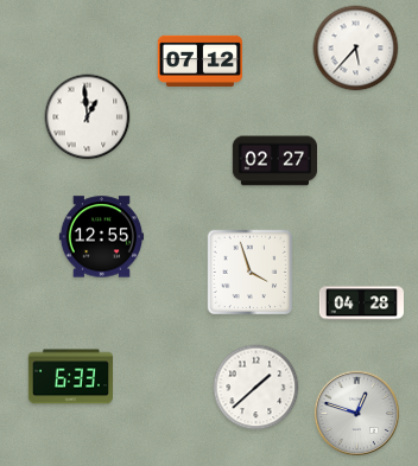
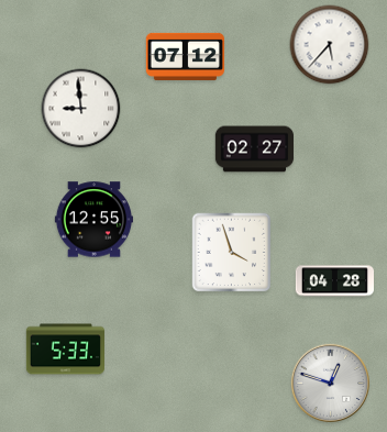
clock at (88, 117): 12:59 -> 8:59
clock at (70, 377): 6:33 -> 5:33
clock at (256, 388): 1:38 -> none
